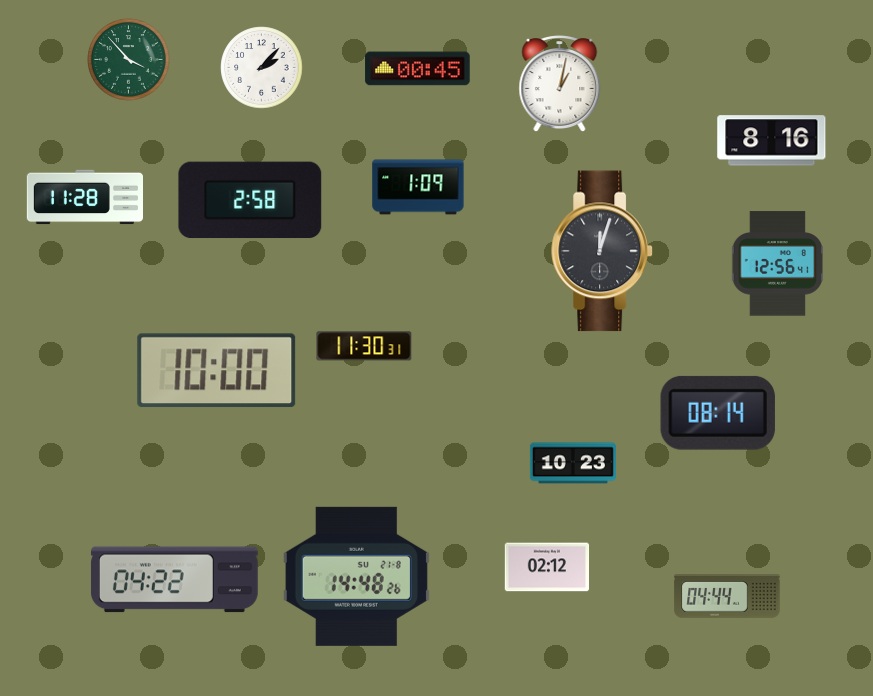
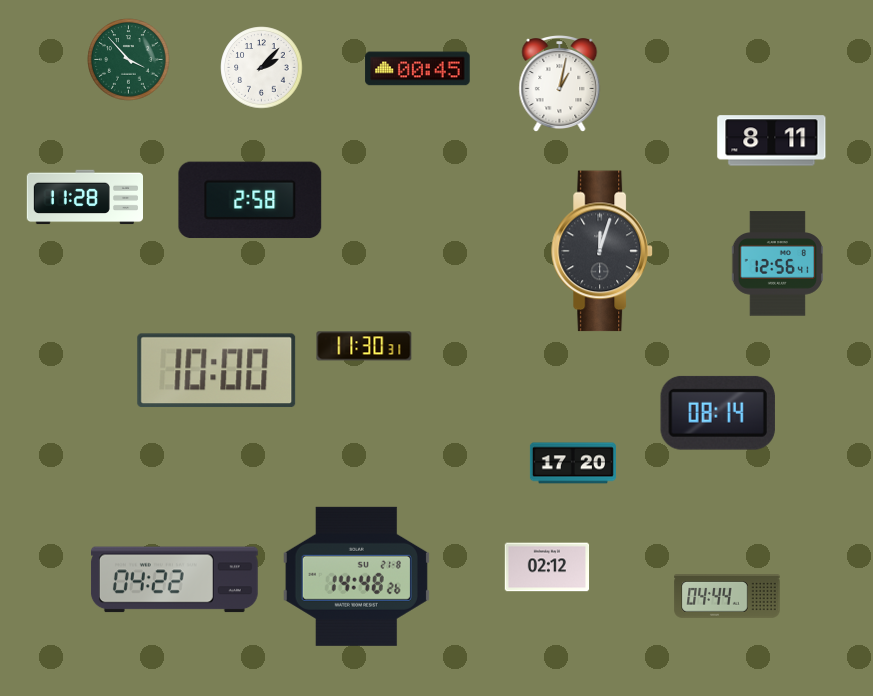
clock at (772, 141): 8:16 -> 8:11
clock at (418, 187): 1:09 -> none
clock at (573, 463): 10:23 -> 17:20
